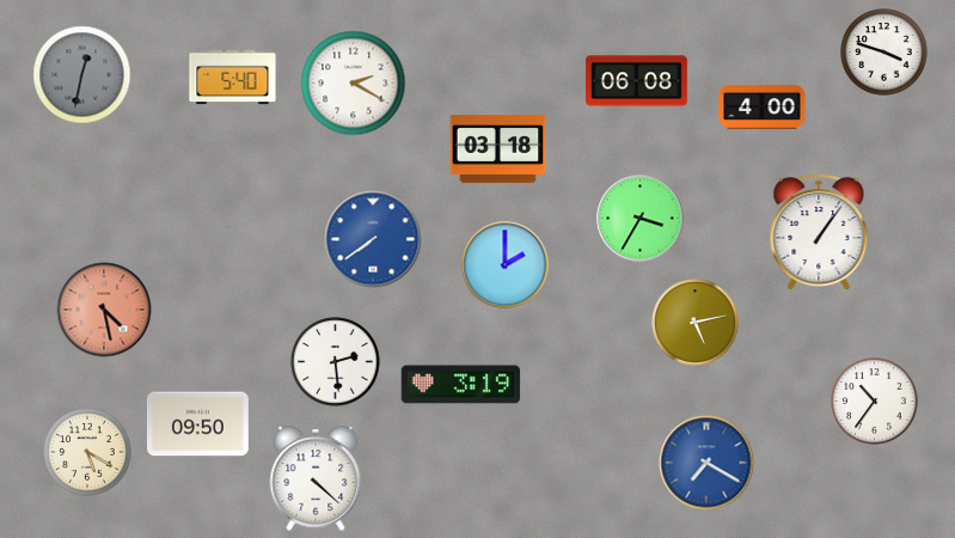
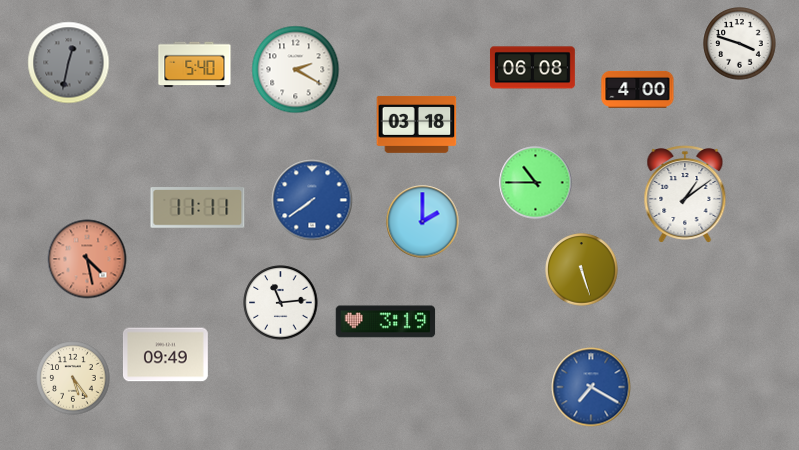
clock at (641, 219): 3:35 -> 10:45
clock at (819, 231): 1:06 -> 1:09
clock at (198, 208): none -> 11:11
clock at (696, 323): 5:13 -> 5:27
clock at (336, 362): 2:29 -> 11:14
clock at (875, 402): 10:36 -> none
clock at (197, 424): 09:50 -> 09:49
clock at (87, 452): 5:20 -> 5:24
clock at (316, 478): 4:22 -> none
